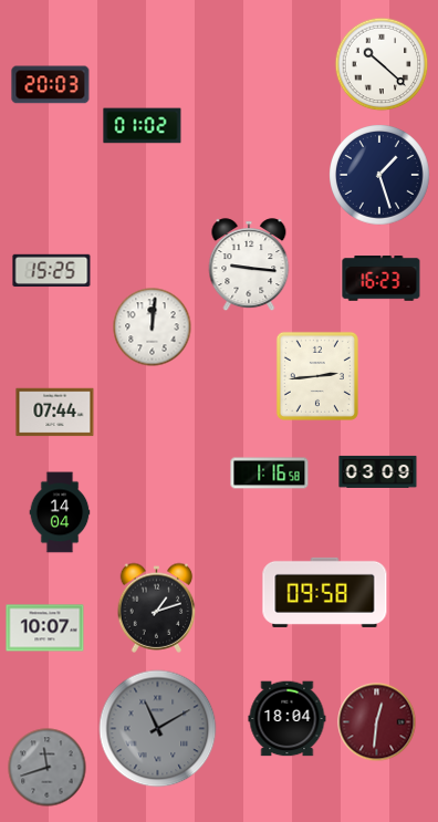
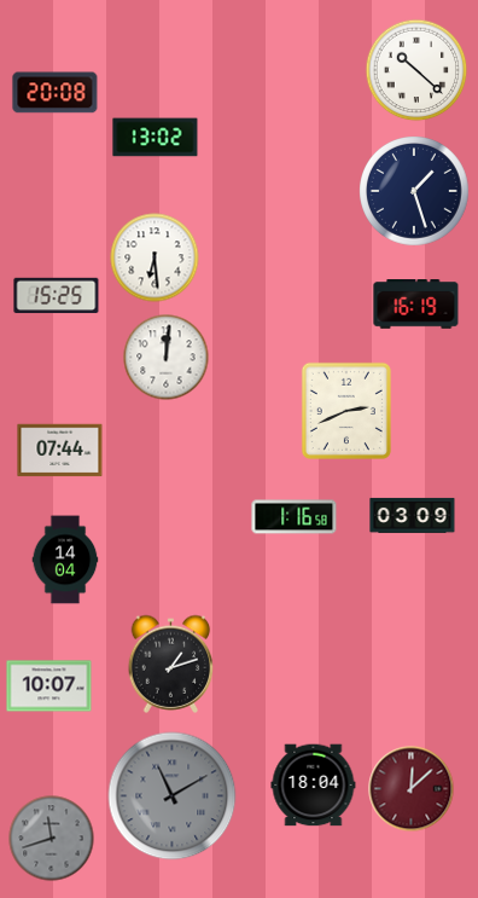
clock at (51, 85): 20:03 -> 20:08
clock at (143, 126): 01:02 -> 13:02
clock at (155, 257): none -> 6:29
clock at (249, 266): 9:16 -> none
clock at (382, 279): 16:23 -> 16:19
clock at (317, 376): 2:44 -> 2:41
clock at (325, 592): 09:58 -> none
clock at (377, 722): 12:31 -> 12:08
